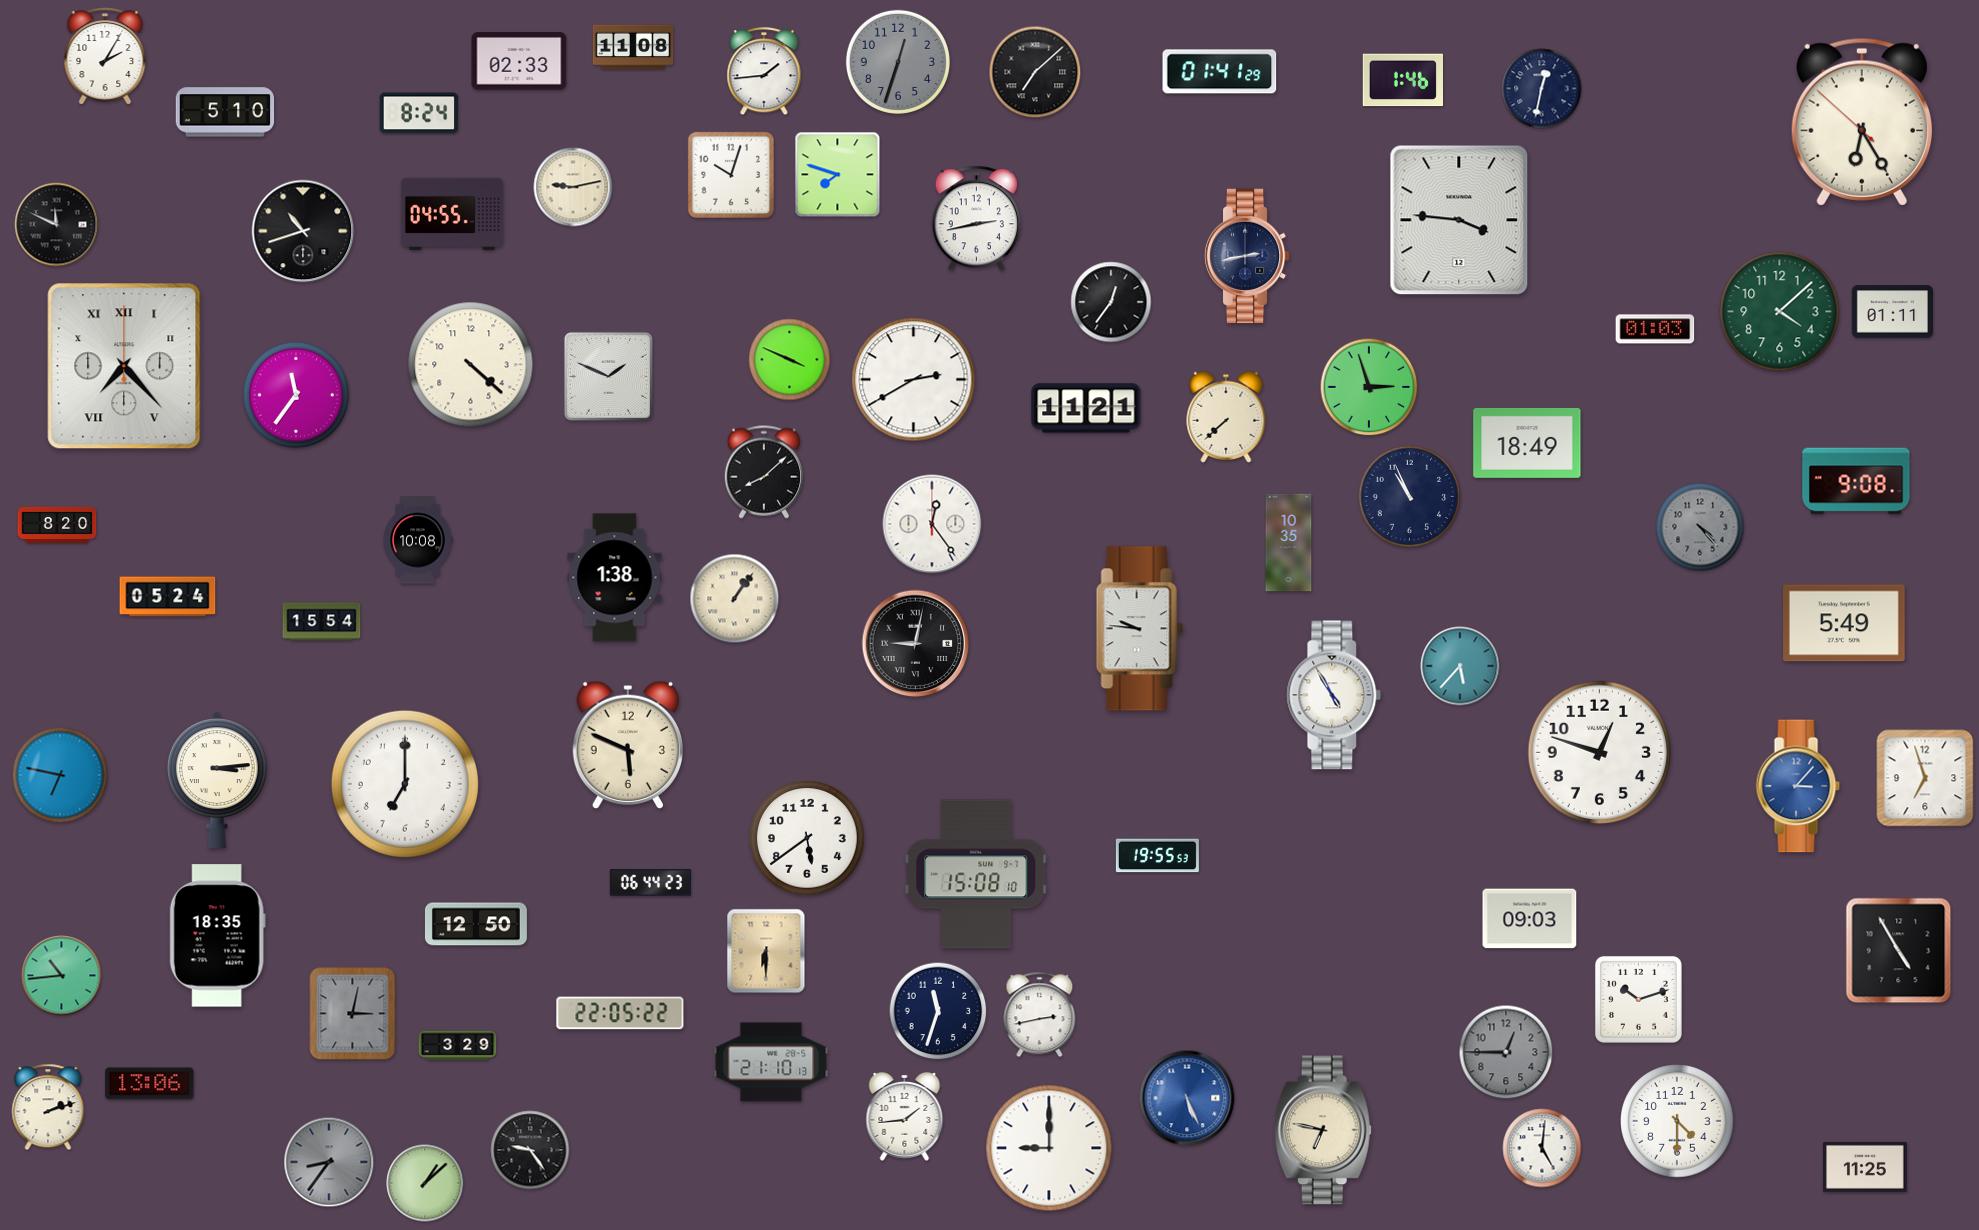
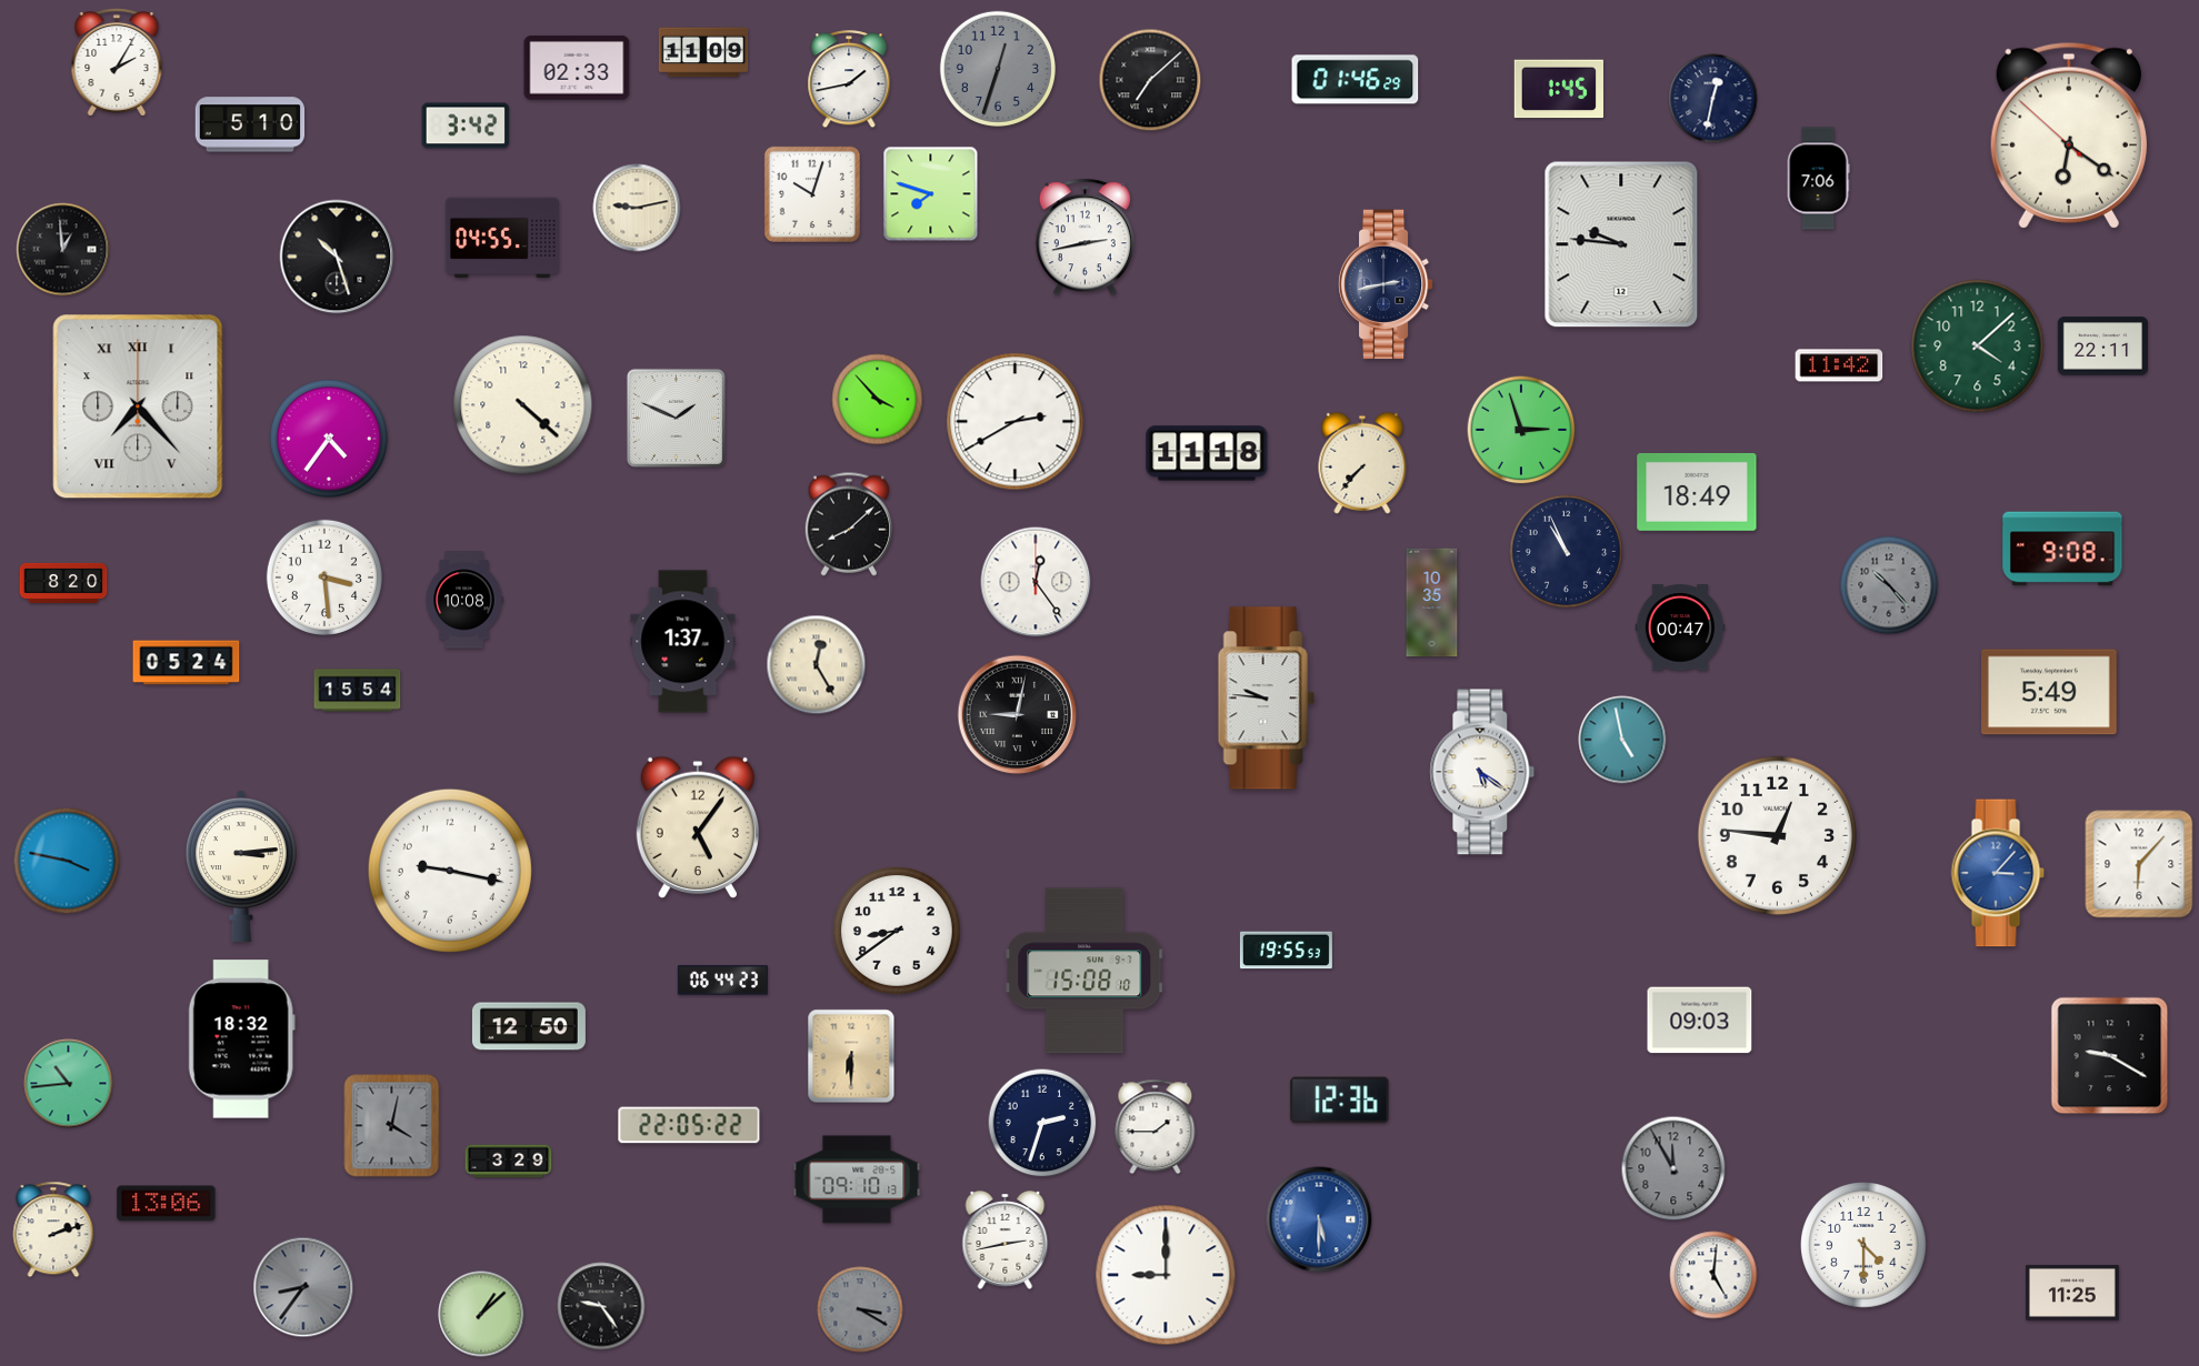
clock at (633, 47): 11:08 -> 11:09
clock at (764, 72): 1:44 -> 1:43
clock at (1220, 72): 01:41 -> 01:46
clock at (1402, 80): 1:46 -> 1:45
clock at (419, 113): 8:24 -> 3:42
clock at (1862, 122): 6:24 -> 6:20
clock at (1818, 179): none -> 7:06
clock at (976, 219) position: (976, 219) -> (1084, 238)
clock at (1459, 220): 3:46 -> 9:46
clock at (57, 225): 11:49 -> 12:59
clock at (303, 231): 10:42 -> 10:27
clock at (1111, 302): 12:36 -> none
clock at (1892, 312): 01:11 -> 22:11
clock at (1655, 329): 01:03 -> 11:42
clock at (790, 360): 3:49 -> 3:53
clock at (296, 395): 11:36 -> 4:36
clock at (1086, 408): 11:21 -> 11:18
clock at (1226, 417): 7:38 -> 7:37
clock at (1856, 481) position: (1856, 481) -> (2062, 549)
clock at (324, 577): none -> 3:29
clock at (1700, 527): 4:23 -> 10:23
clock at (1680, 627): none -> 00:47
clock at (615, 578): 1:38 -> 1:37
clock at (735, 599): 1:06 -> 12:25
clock at (1460, 666): 5:37 -> 4:58
clock at (1334, 695): 4:55 -> 5:21
clock at (627, 744): 5:49 -> 5:06
clock at (1600, 753): 12:48 -> 12:46
clock at (60, 775): 6:47 -> 3:47
clock at (1925, 778): 6:57 -> 6:07
clock at (405, 784): 7:00 -> 9:17
clock at (807, 838): 5:39 -> 8:39
clock at (217, 936): 18:35 -> 18:32
clock at (1899, 951): 4:55 -> 9:20
clock at (1340, 1101): none -> 12:36
clock at (1638, 999): 10:12 -> none
clock at (938, 1011): 11:33 -> 2:33
clock at (353, 1014): 3:02 -> 4:02
clock at (1040, 1015): 2:43 -> 1:45
clock at (1506, 1052): 12:45 -> 11:55
clock at (771, 1062): 21:10 -> 09:10
clock at (1187, 1098): 5:26 -> 5:30
clock at (905, 1117): 1:44 -> 2:43
clock at (1323, 1130): 6:47 -> none
clock at (530, 1150) position: (530, 1150) -> (601, 1306)
clock at (329, 1162) position: (329, 1162) -> (303, 1287)
clock at (1865, 1167) position: (1865, 1167) -> (2072, 1293)
clock at (860, 1309): none -> 3:20
clock at (425, 1183) position: (425, 1183) -> (481, 1314)
